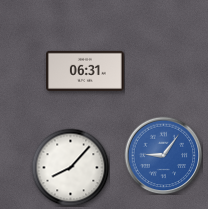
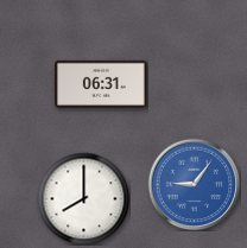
clock at (70, 167): 8:07 -> 8:00
